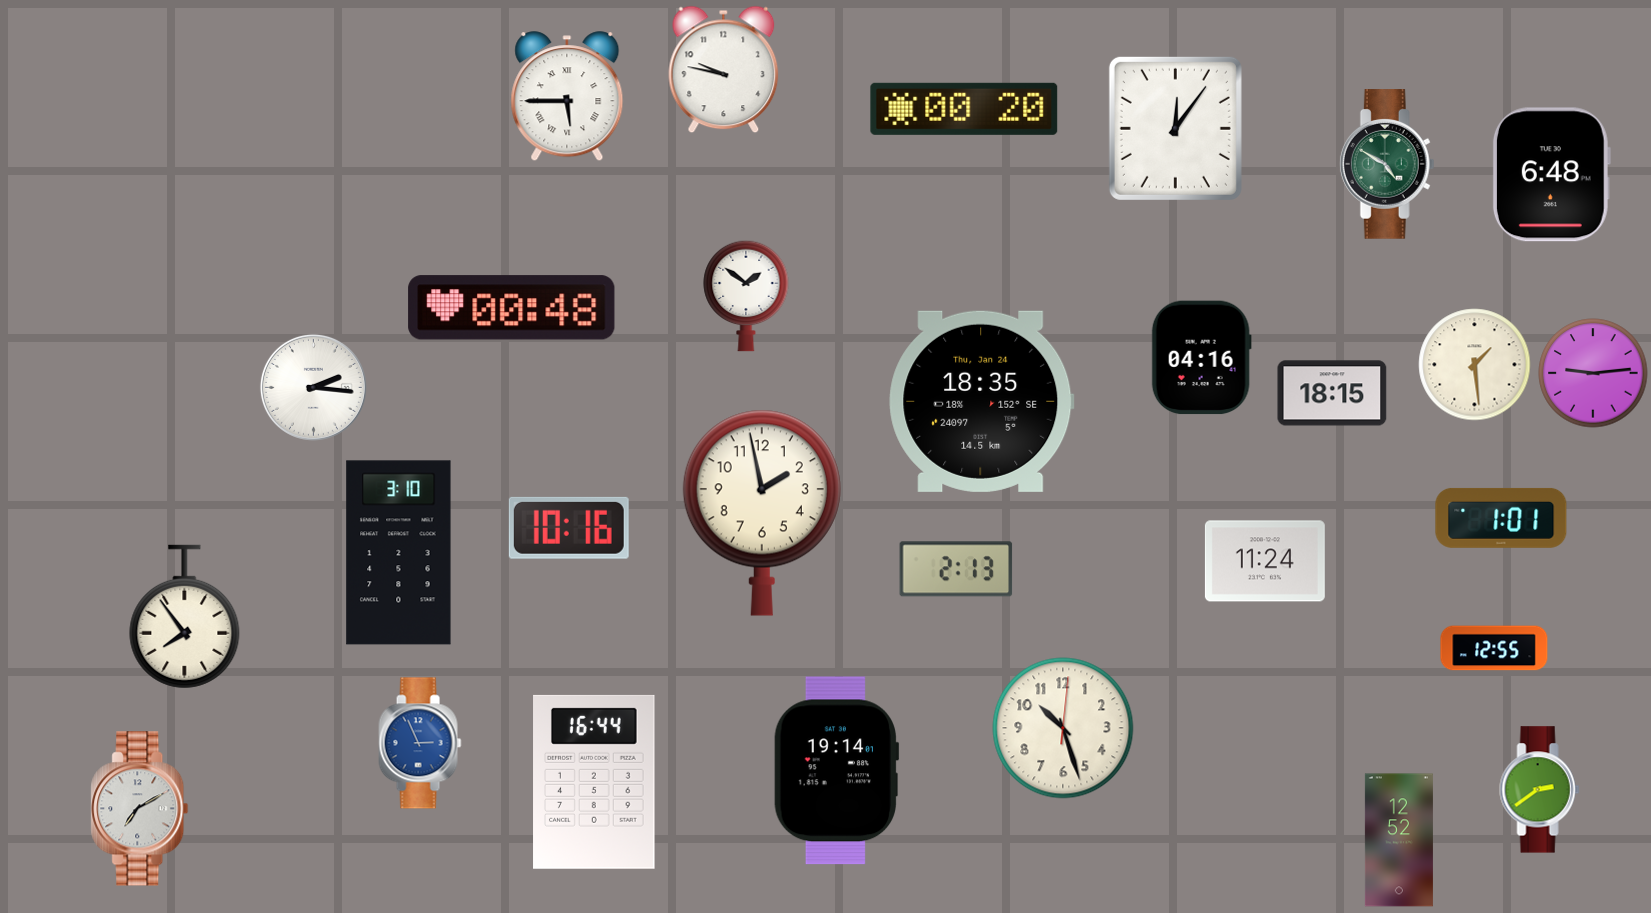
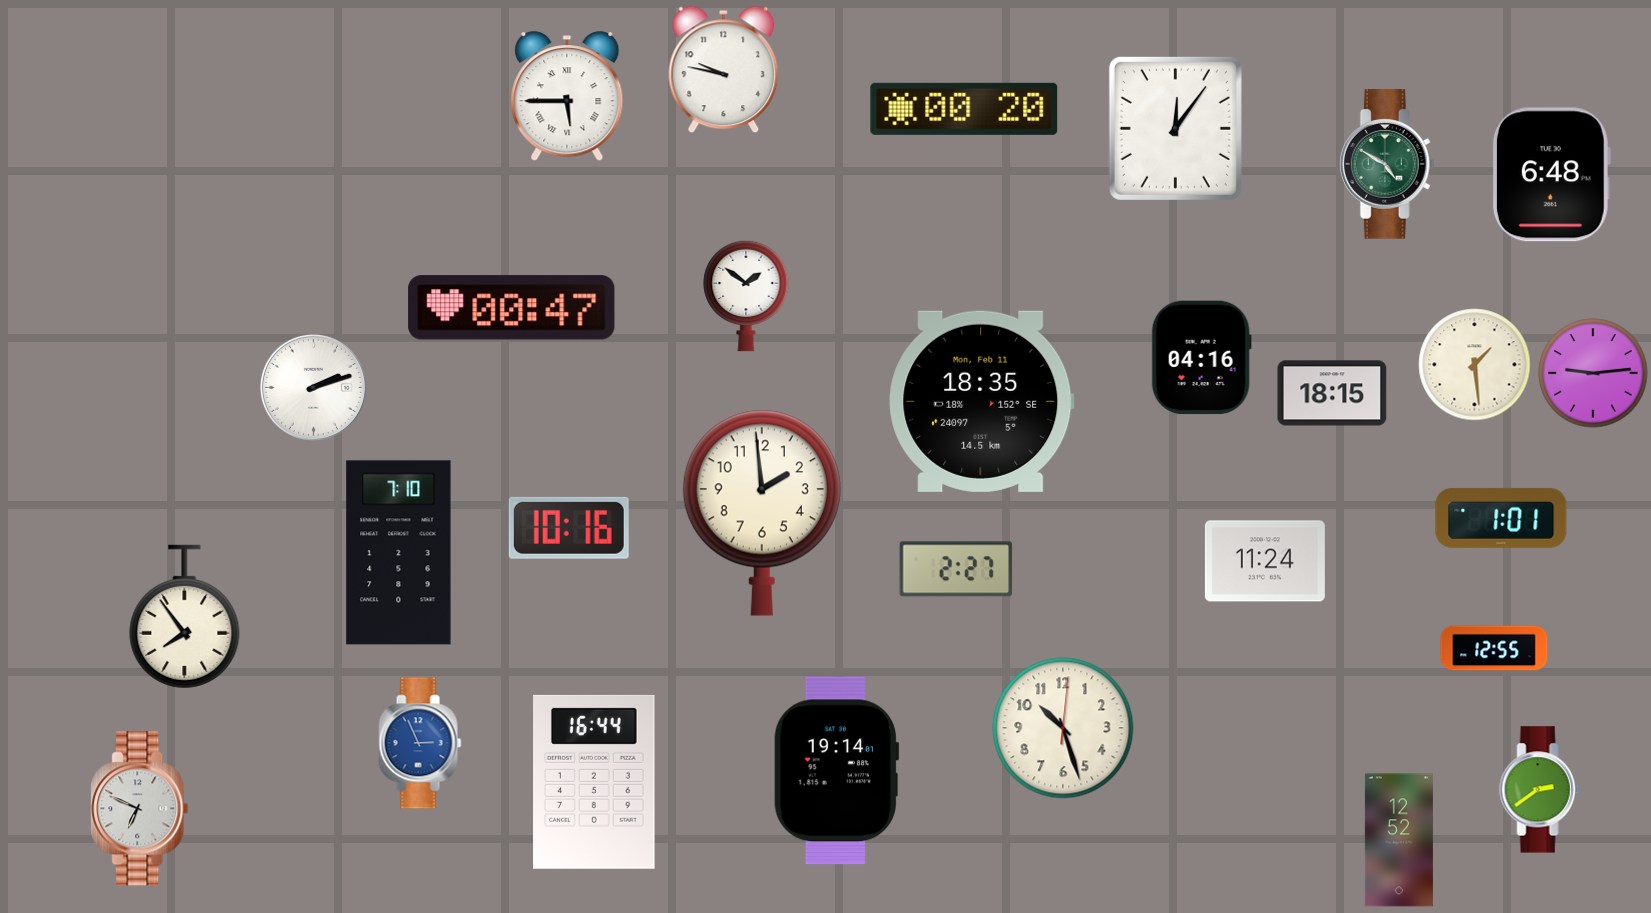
clock at (512, 308): 00:48 -> 00:47
clock at (313, 387): 2:16 -> 2:12
clock at (982, 401) date: Thu, Jan 24 -> Mon, Feb 11
clock at (762, 513): 1:58 -> 1:59
clock at (399, 553): 3:10 -> 7:10
clock at (956, 569): 2:13 -> 2:27
clock at (140, 809): 7:10 -> 6:49
